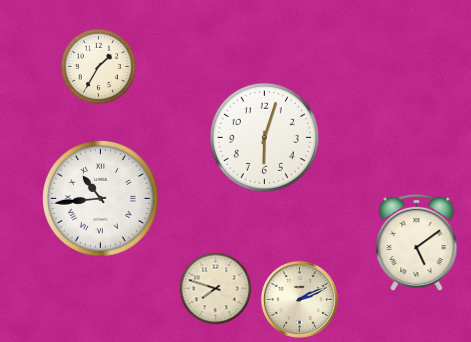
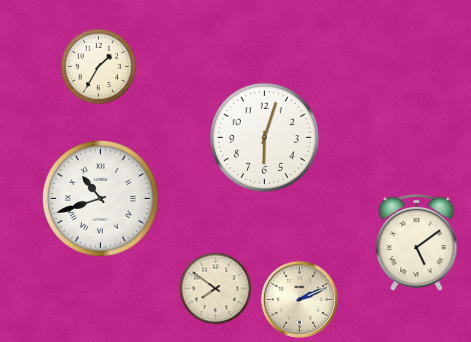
clock at (101, 199): 10:44 -> 10:42
clock at (216, 289): 7:48 -> 7:51
